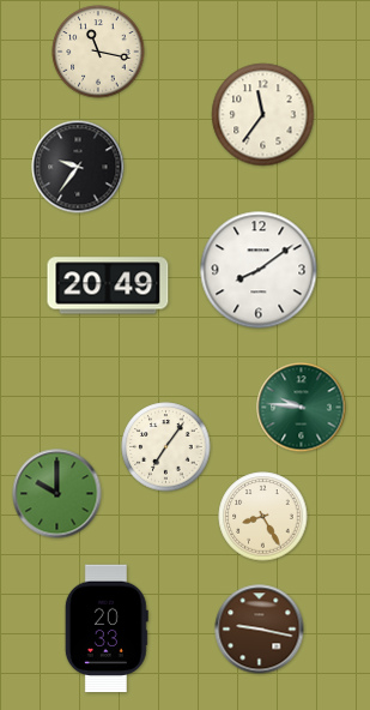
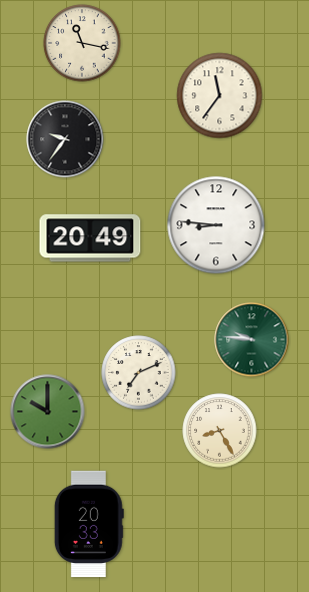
clock at (259, 270): 8:09 -> 8:46
clock at (166, 447): 7:06 -> 7:11
clock at (260, 630): 9:17 -> none
